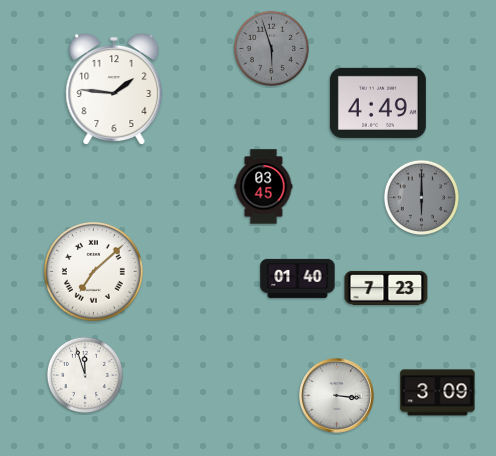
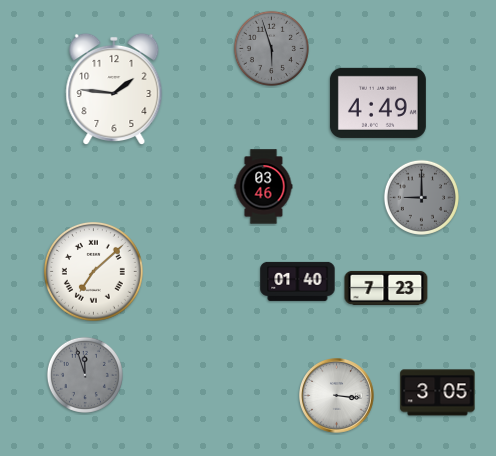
clock at (264, 187): 03:45 -> 03:46
clock at (421, 197): 6:00 -> 9:00
clock at (298, 278) position: (298, 278) -> (298, 281)
clock at (85, 375) dial: white -> grey
clock at (438, 393): 3:09 -> 3:05
